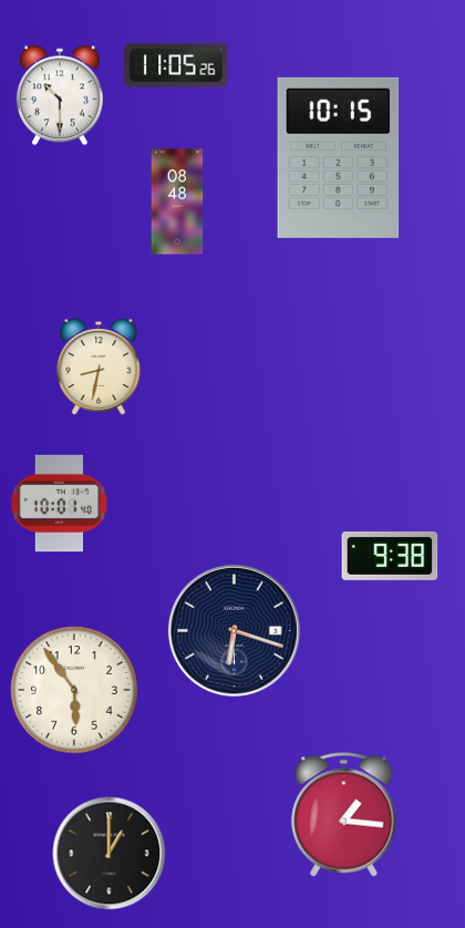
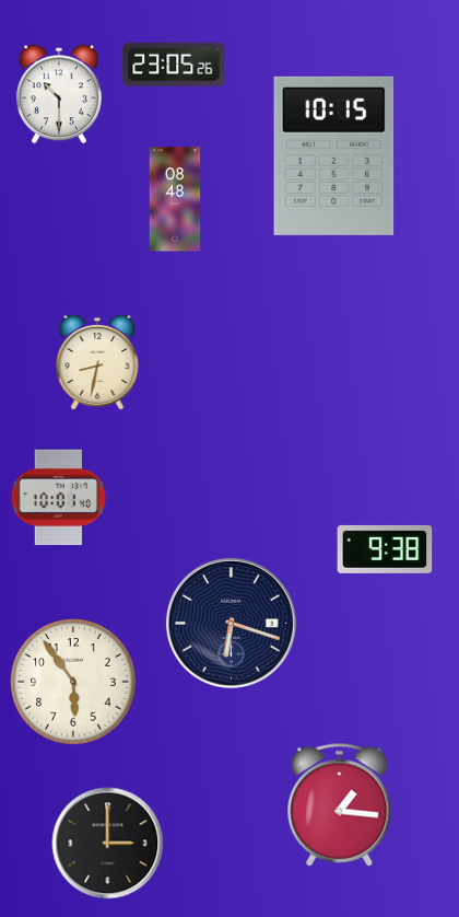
clock at (176, 65): 11:05 -> 23:05
clock at (110, 854): 1:00 -> 3:00
